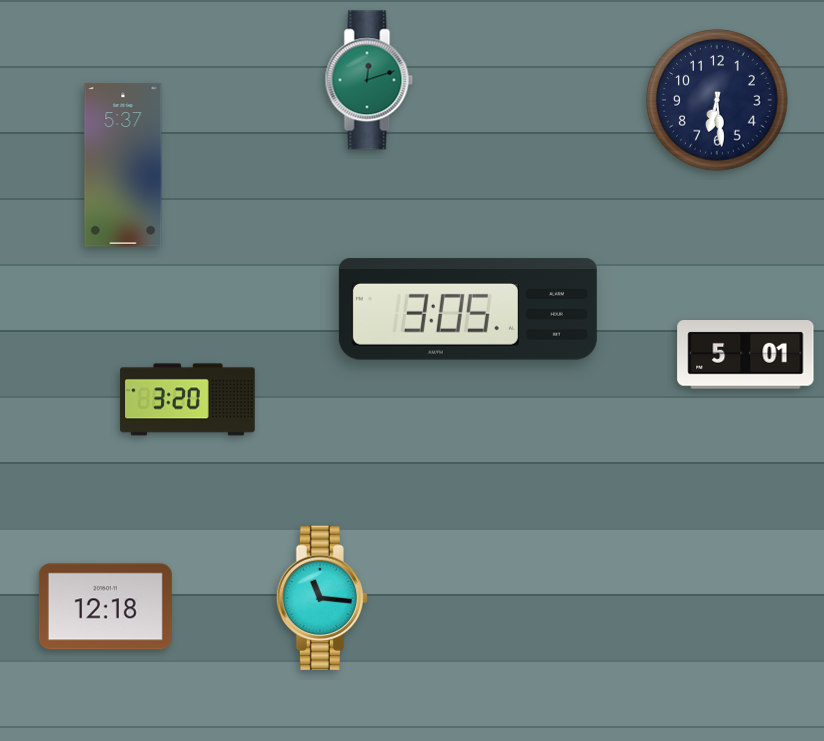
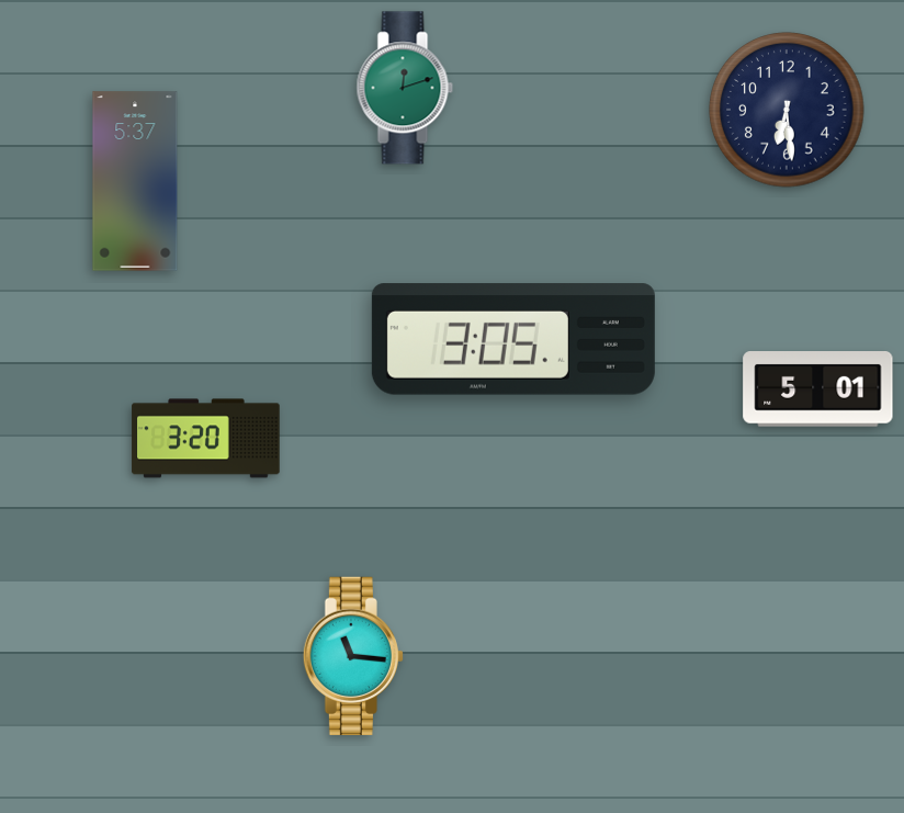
clock at (105, 607): 12:18 -> none
